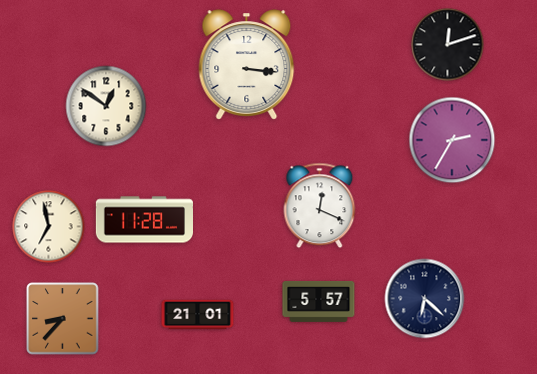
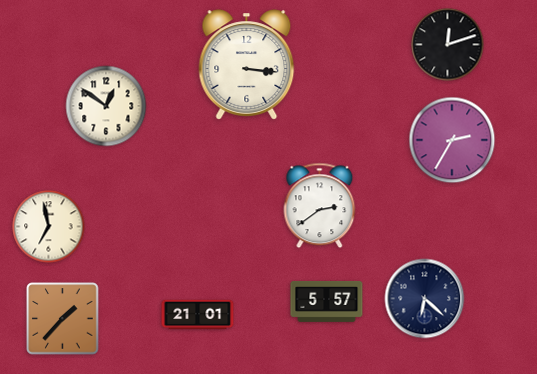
clock at (320, 206): 12:19 -> 2:39
clock at (144, 220): 11:28 -> none
clock at (319, 301) position: (319, 301) -> (327, 301)
clock at (63, 319): 8:37 -> 1:37
